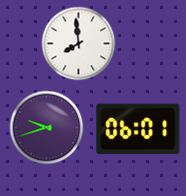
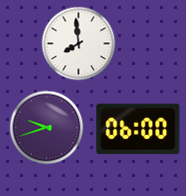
clock at (138, 129): 06:01 -> 06:00
